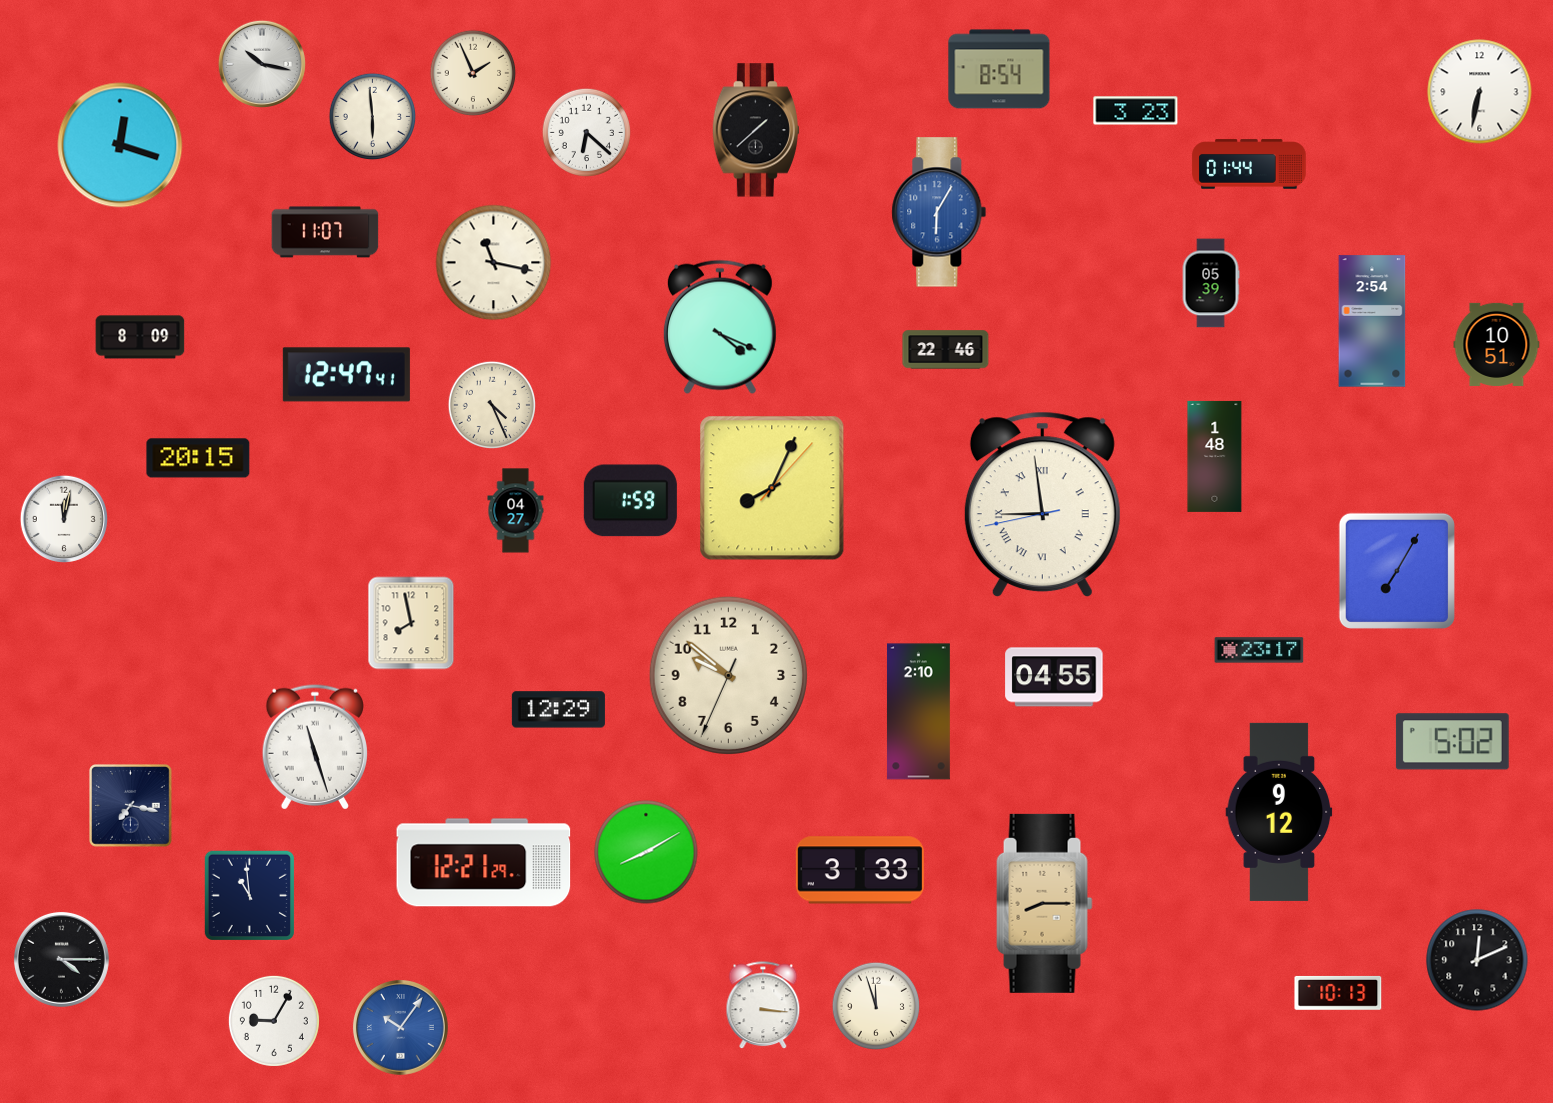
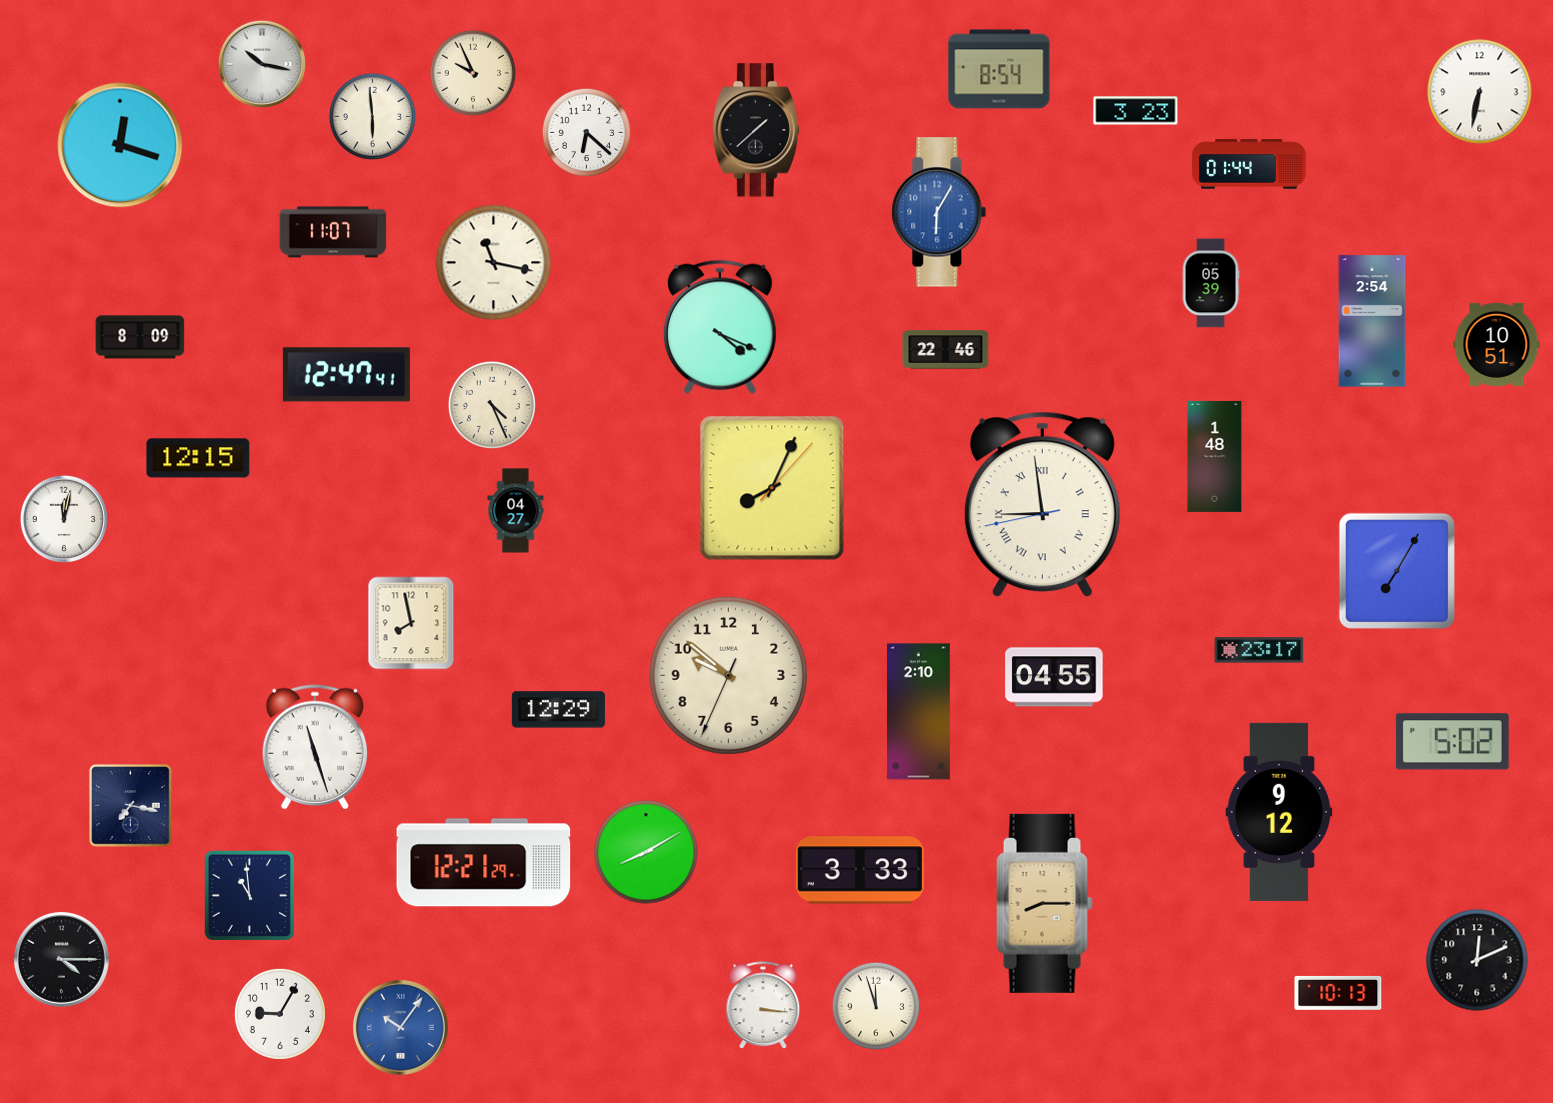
clock at (473, 73): 1:56 -> 9:56
clock at (325, 232) position: (325, 232) -> (333, 232)
clock at (198, 458): 20:15 -> 12:15
clock at (630, 501): 1:59 -> none
clock at (274, 1021) position: (274, 1021) -> (280, 1014)
